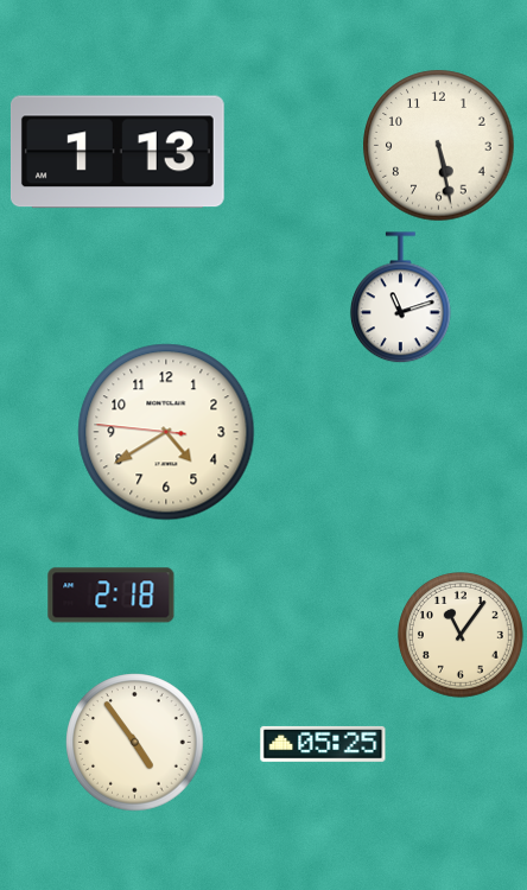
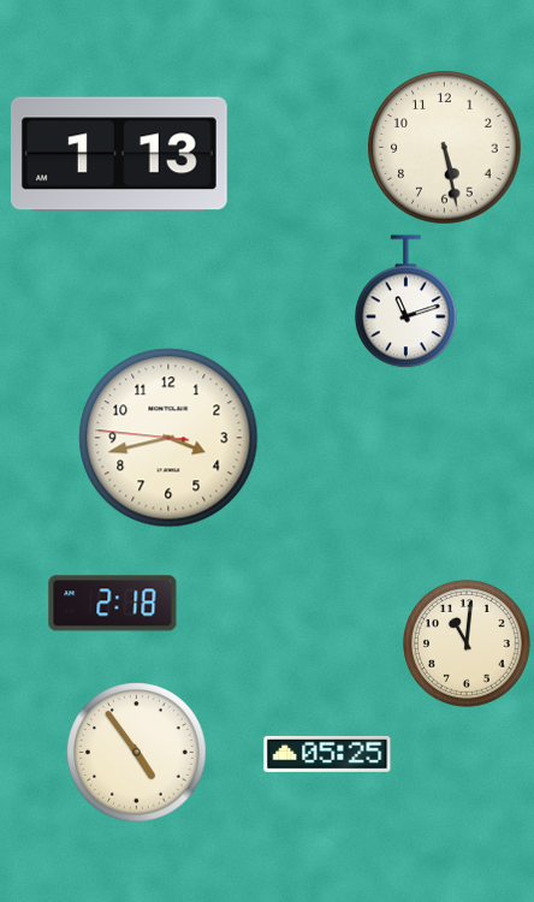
clock at (166, 432): 4:39 -> 3:42
clock at (462, 636): 11:06 -> 11:01
